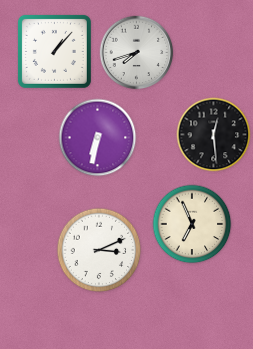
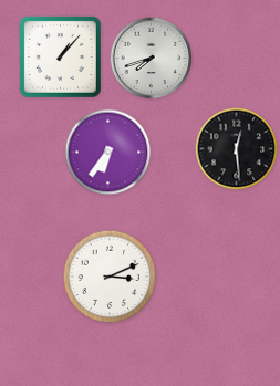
clock at (98, 138): 6:32 -> 6:36
clock at (192, 224): 6:56 -> none
